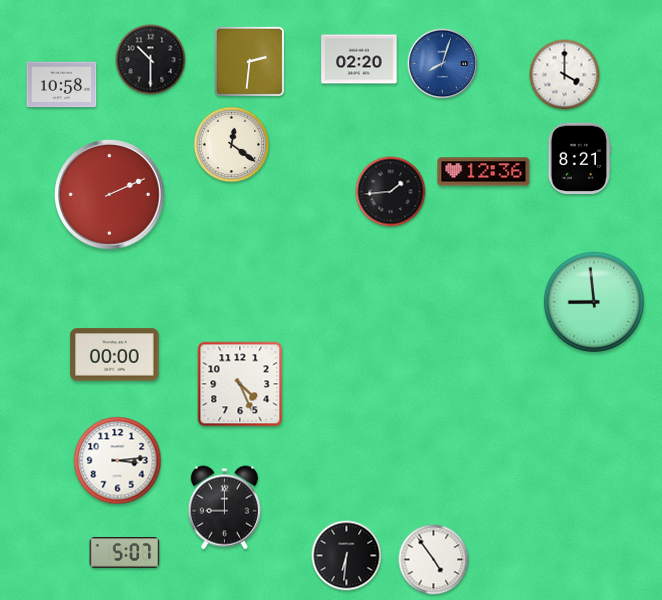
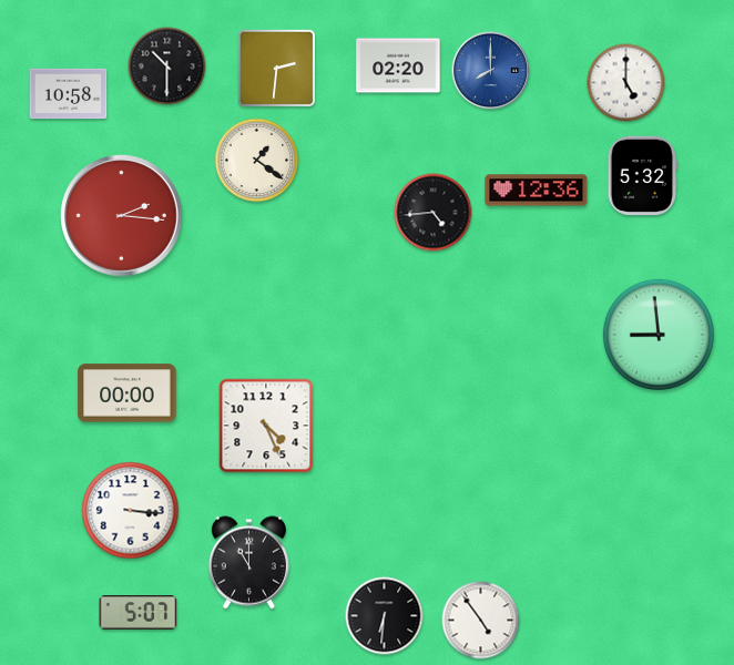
clock at (443, 64): 8:03 -> 8:00
clock at (565, 75): 4:00 -> 5:00
clock at (232, 145): 12:21 -> 1:21
clock at (579, 158): 8:21 -> 5:32
clock at (391, 192): 1:44 -> 4:44
clock at (110, 195): 2:11 -> 2:16
clock at (118, 461): 3:14 -> 3:16
clock at (224, 508): 9:00 -> 11:00
